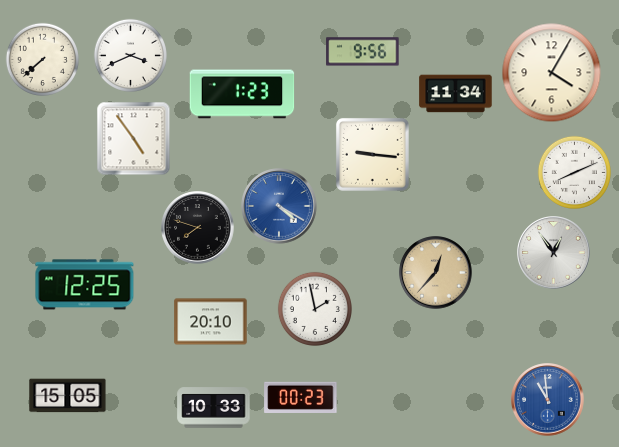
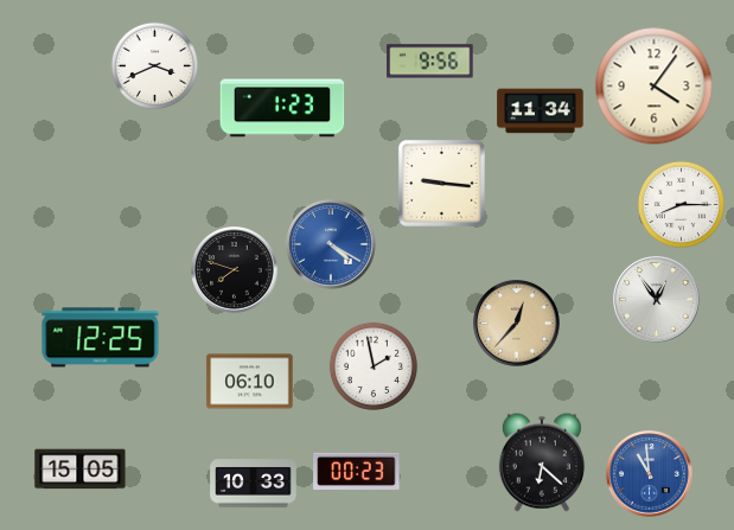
clock at (42, 59): 7:38 -> none
clock at (552, 73): 4:05 -> 4:06
clock at (242, 94) position: (242, 94) -> (282, 108)
clock at (134, 139): 4:54 -> none
clock at (574, 172): 8:11 -> 8:15
clock at (211, 322): 20:10 -> 06:10
clock at (542, 462): none -> 6:22
